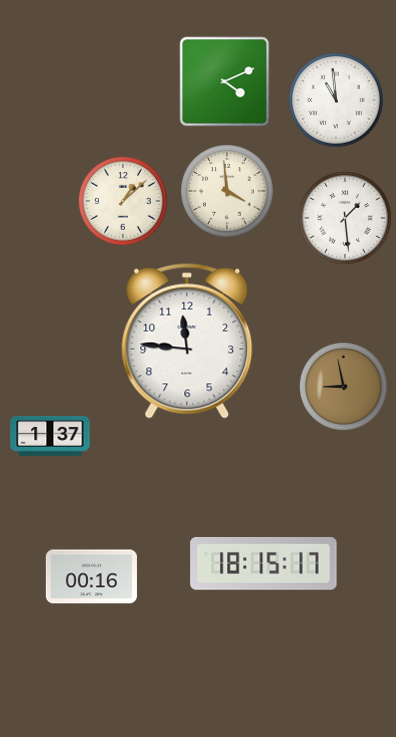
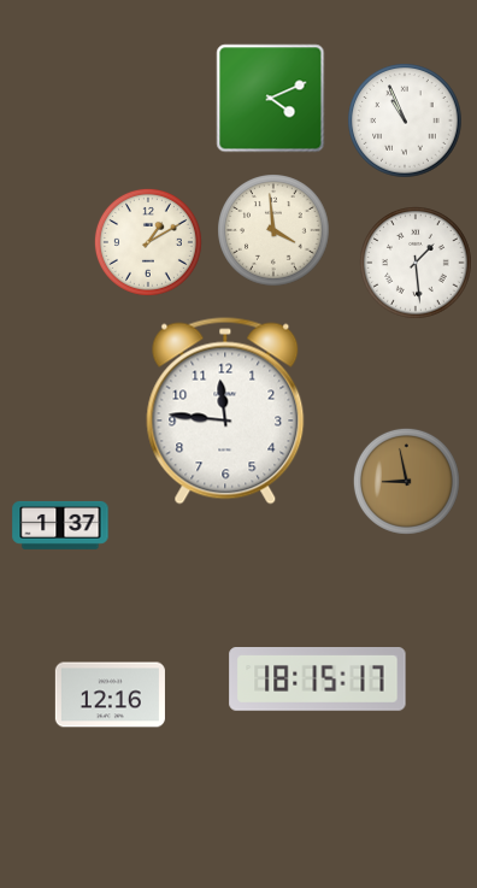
clock at (336, 100): 10:59 -> 10:56
clock at (123, 201): 1:08 -> 1:10
clock at (343, 386) position: (343, 386) -> (406, 481)
clock at (91, 577): 00:16 -> 12:16
